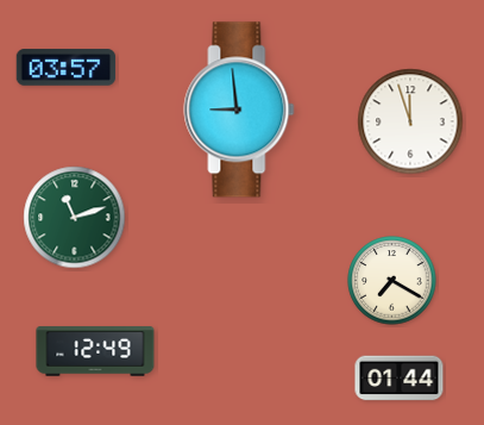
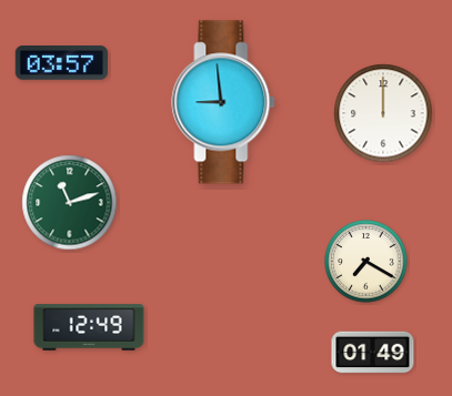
clock at (410, 121): 11:57 -> 12:00
clock at (400, 379): 01:44 -> 01:49
